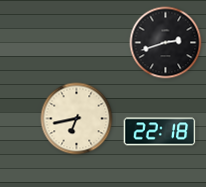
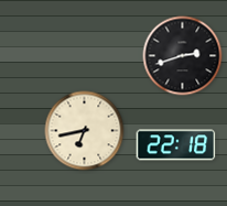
clock at (166, 43) position: (166, 43) -> (183, 56)
